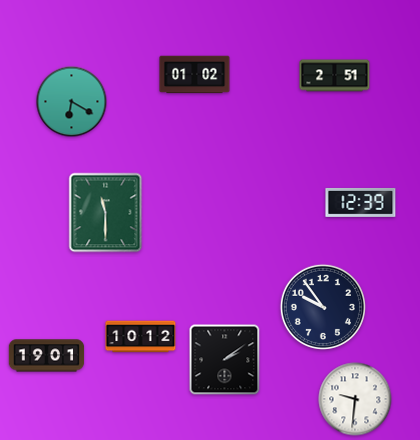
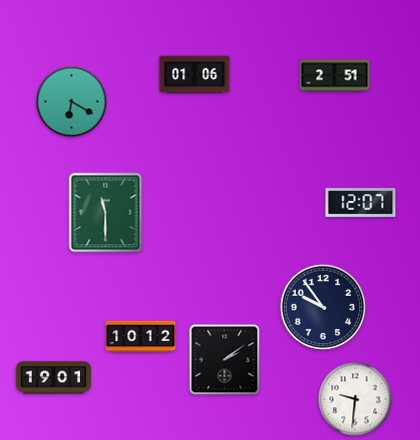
clock at (195, 75): 01:02 -> 01:06
clock at (361, 202): 12:39 -> 12:07
clock at (47, 356) position: (47, 356) -> (54, 378)
